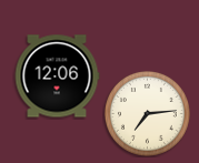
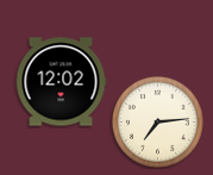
clock at (57, 77): 12:06 -> 12:02
